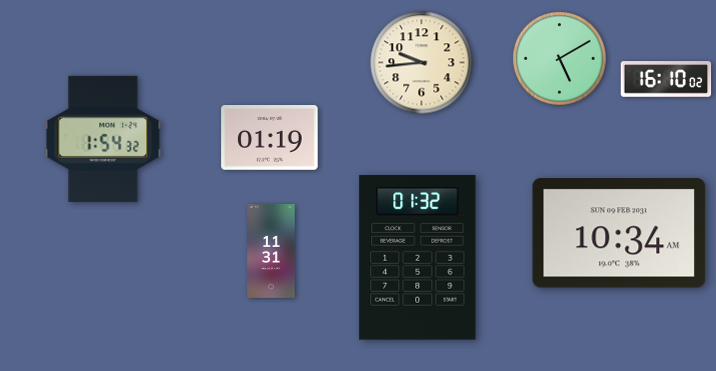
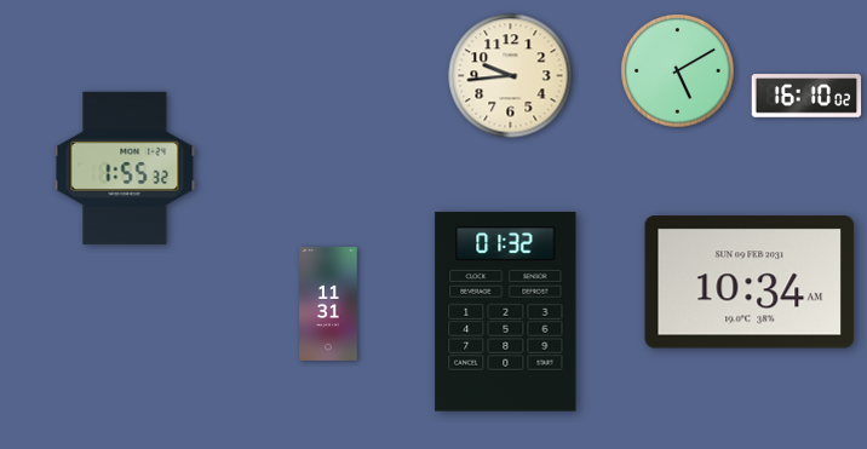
clock at (270, 138): 01:19 -> none
clock at (103, 139): 1:54 -> 1:55
